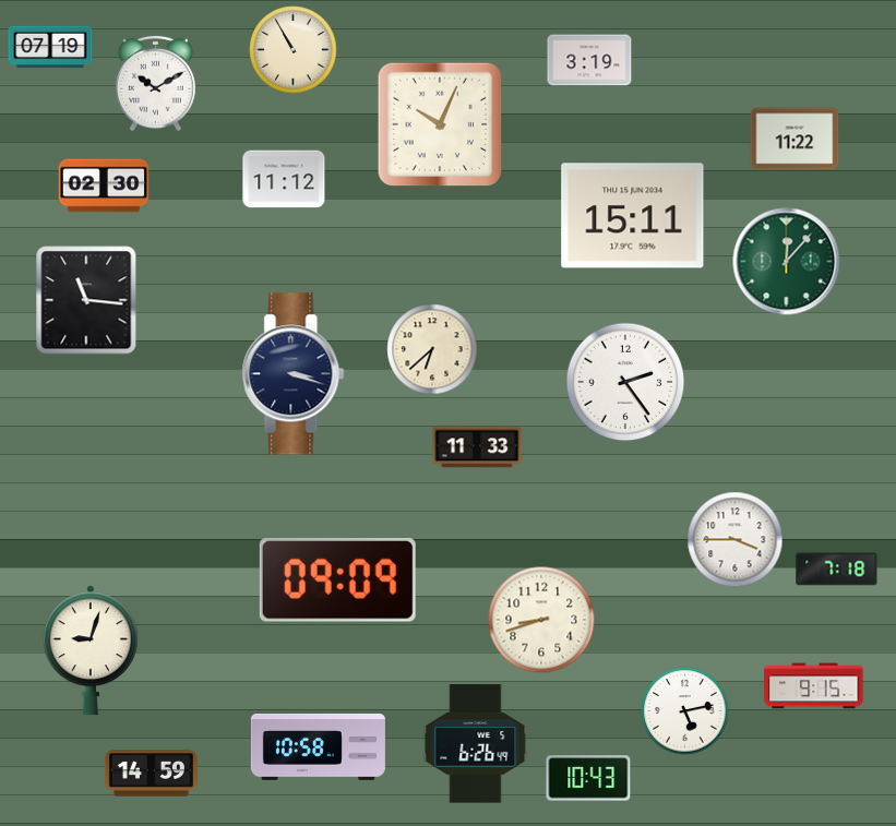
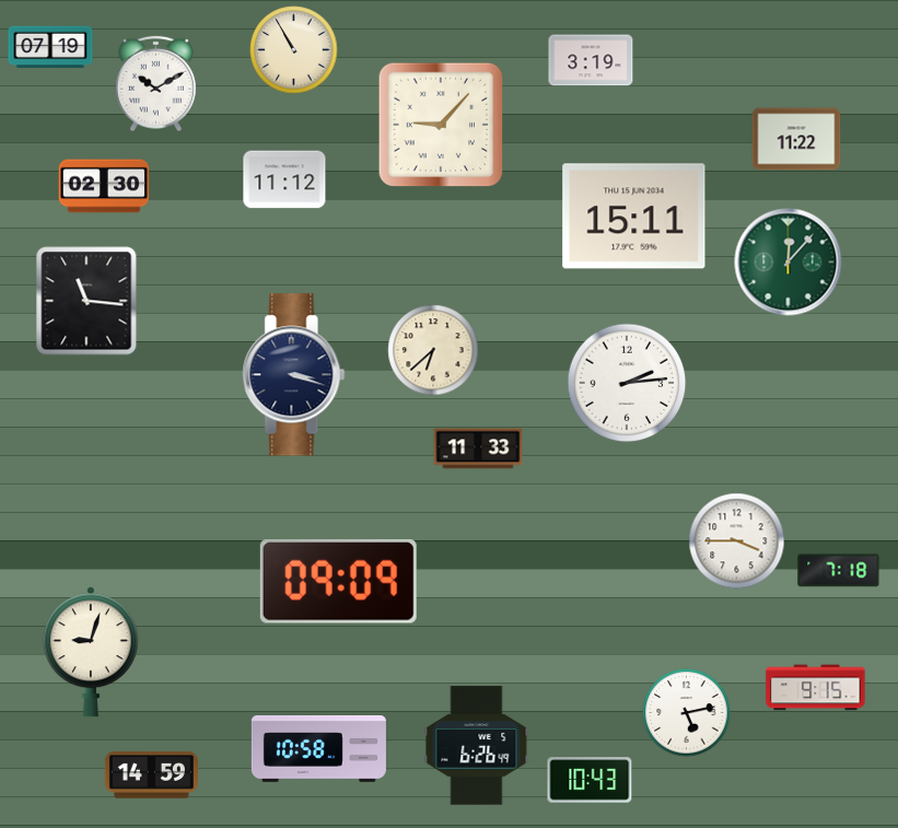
clock at (440, 124): 10:04 -> 9:07
clock at (625, 382): 2:24 -> 2:14
clock at (541, 620): 8:42 -> none
